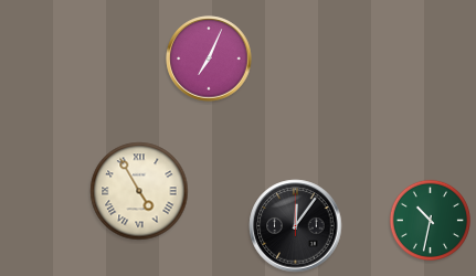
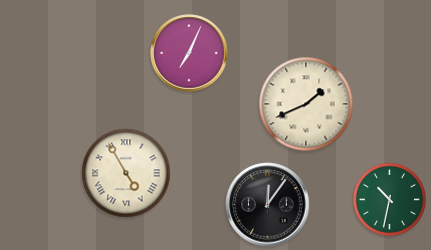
clock at (306, 104): none -> 1:41
